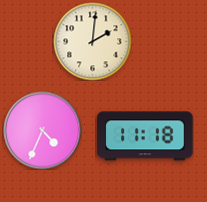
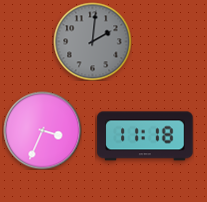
clock at (92, 41) dial: cream -> grey
clock at (42, 130): 4:34 -> 3:34
